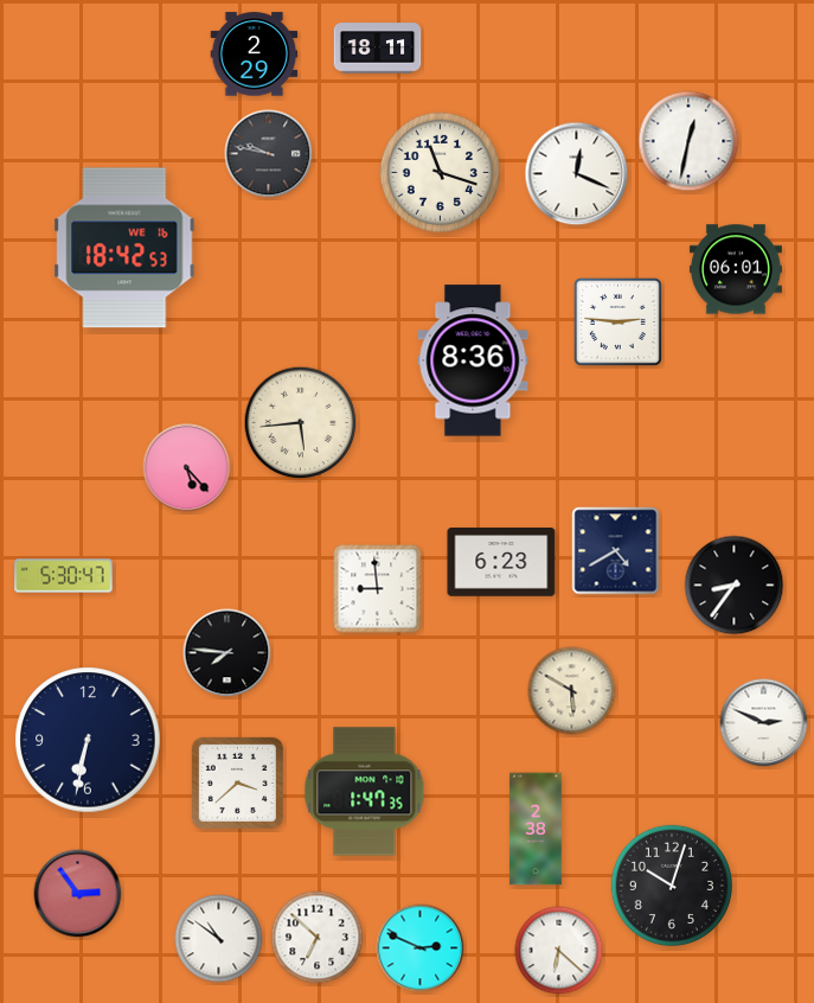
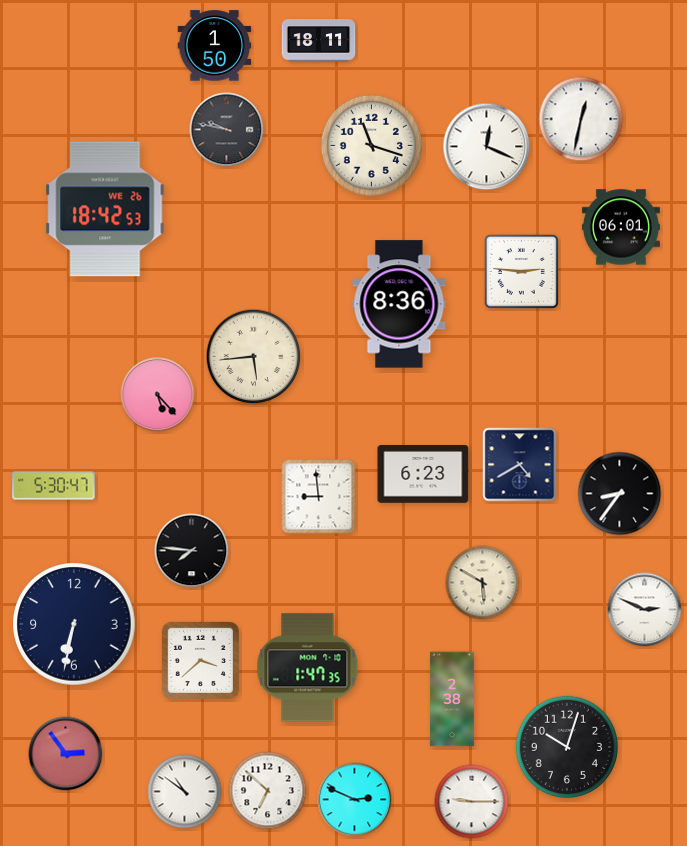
clock at (255, 55): 2:29 -> 1:50
clock at (124, 248) date: WE 16 -> WE 26
clock at (559, 951): 6:22 -> 9:15
